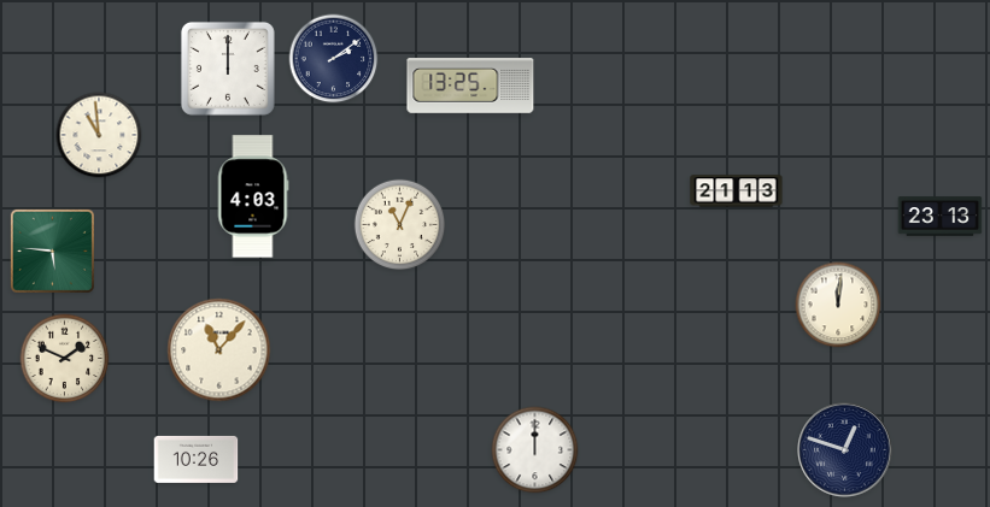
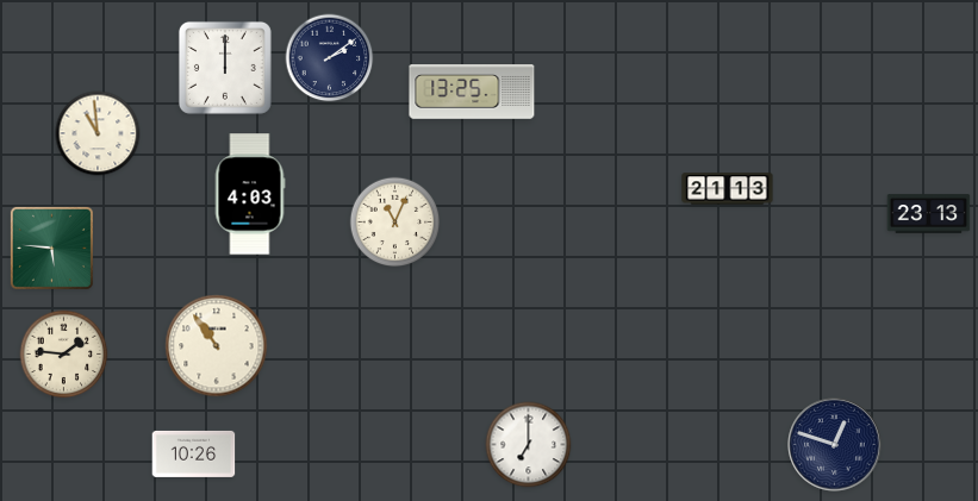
clock at (470, 87) position: (470, 87) -> (472, 93)
clock at (838, 305): 12:01 -> none
clock at (219, 350): 11:07 -> 10:54
clock at (65, 359): 1:49 -> 1:46
clock at (535, 450): 12:00 -> 7:00
